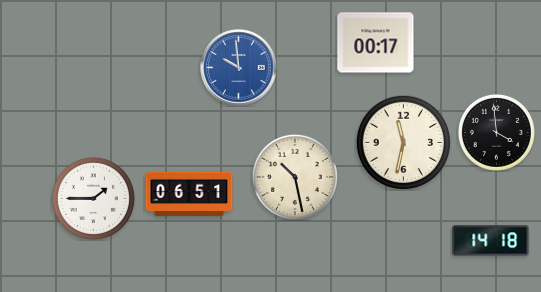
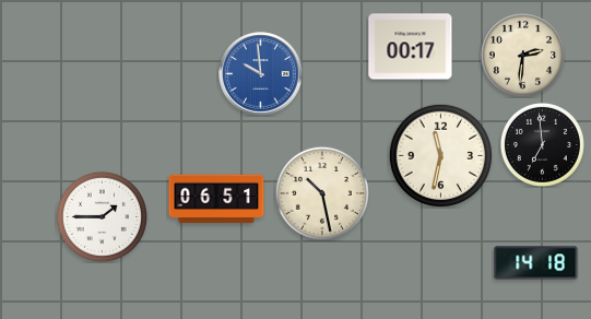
clock at (522, 55): none -> 2:31
clock at (496, 132): 3:59 -> 6:59
clock at (189, 194) position: (189, 194) -> (216, 199)
